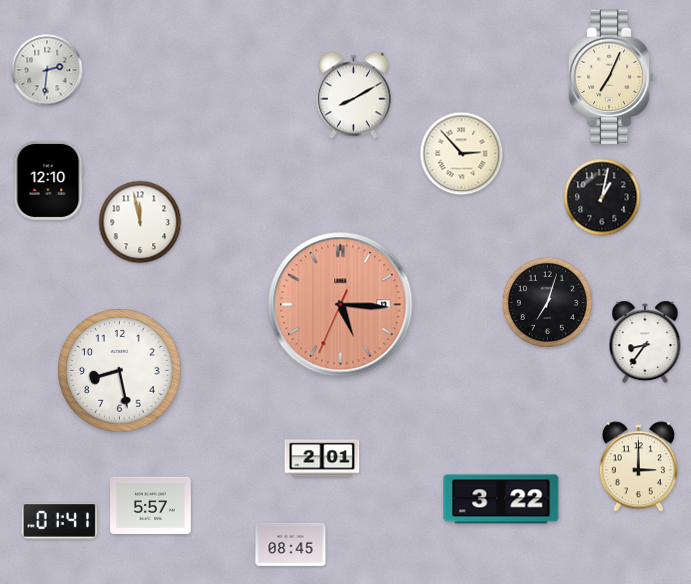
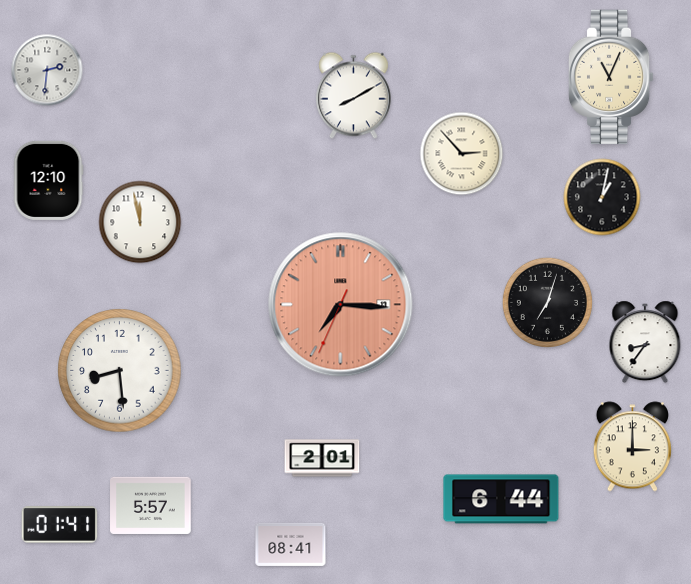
clock at (611, 77): 7:04 -> 11:04
clock at (341, 305): 5:15 -> 7:15
clock at (120, 371): 8:28 -> 8:29
clock at (638, 467) position: (638, 467) -> (632, 447)
clock at (501, 499): 3:22 -> 6:44
clock at (60, 521) position: (60, 521) -> (60, 525)
clock at (291, 544): 08:45 -> 08:41
